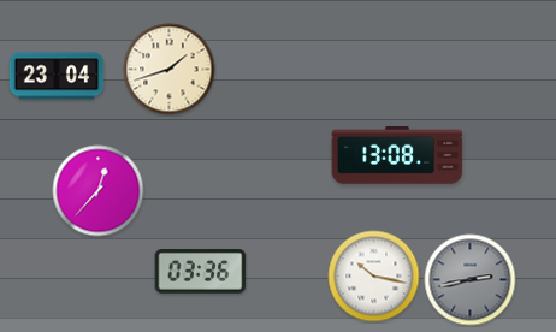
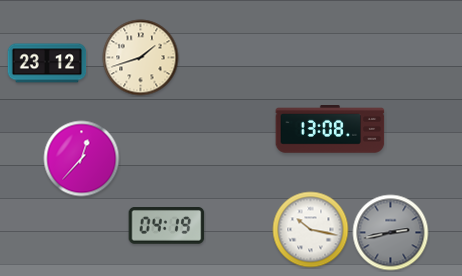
clock at (57, 76): 23:04 -> 23:12
clock at (201, 272): 03:36 -> 04:19
